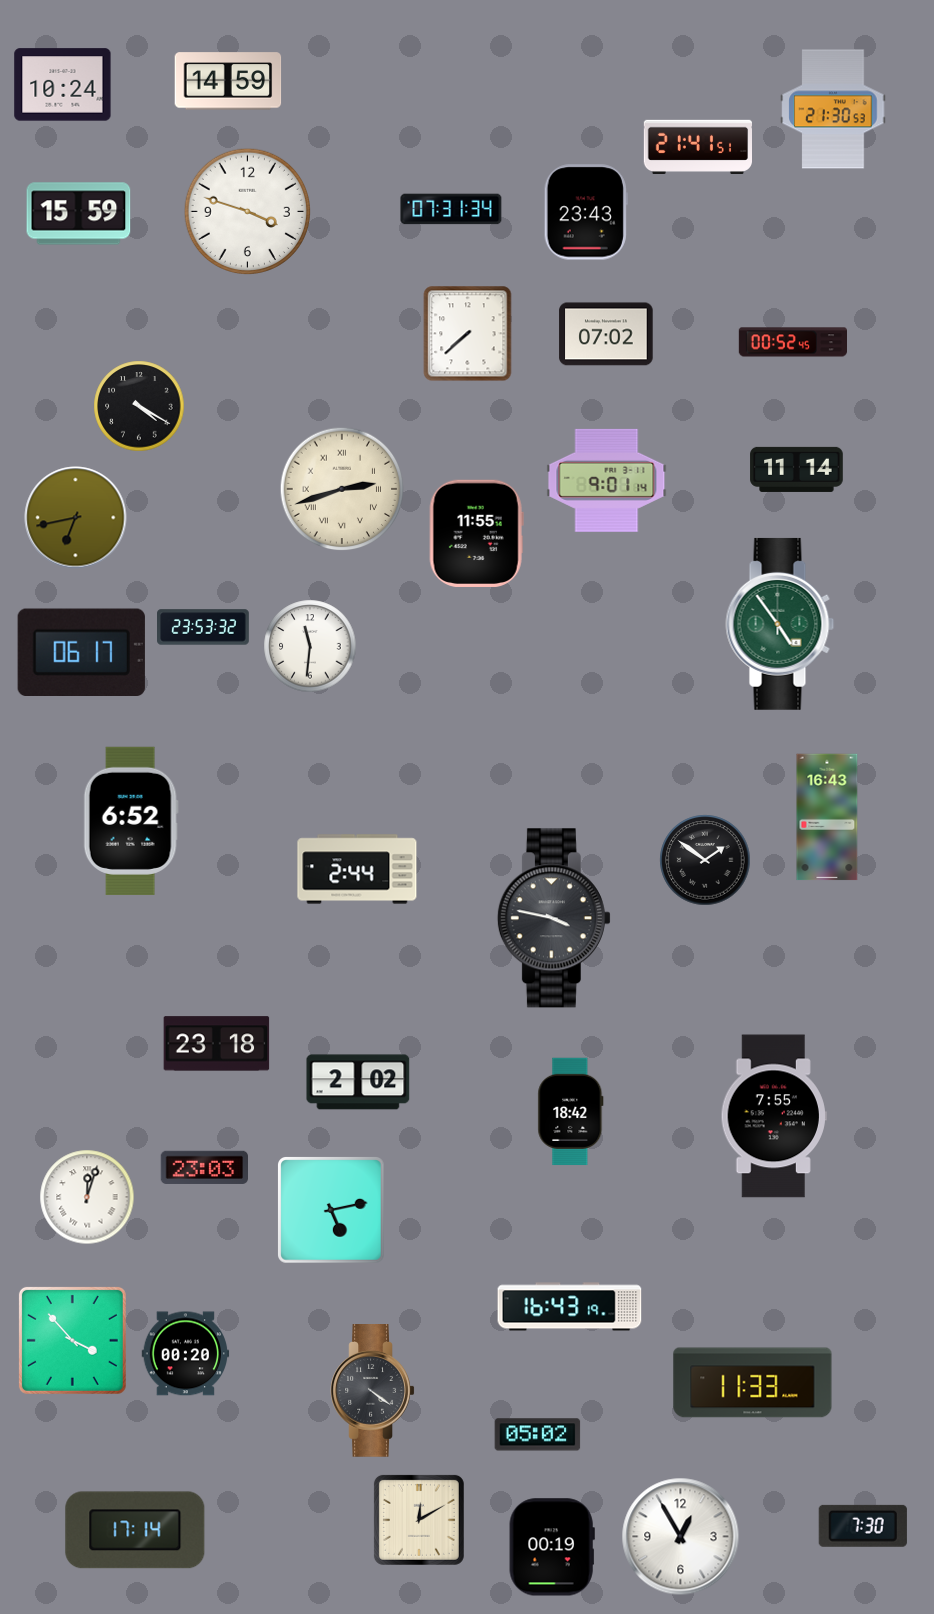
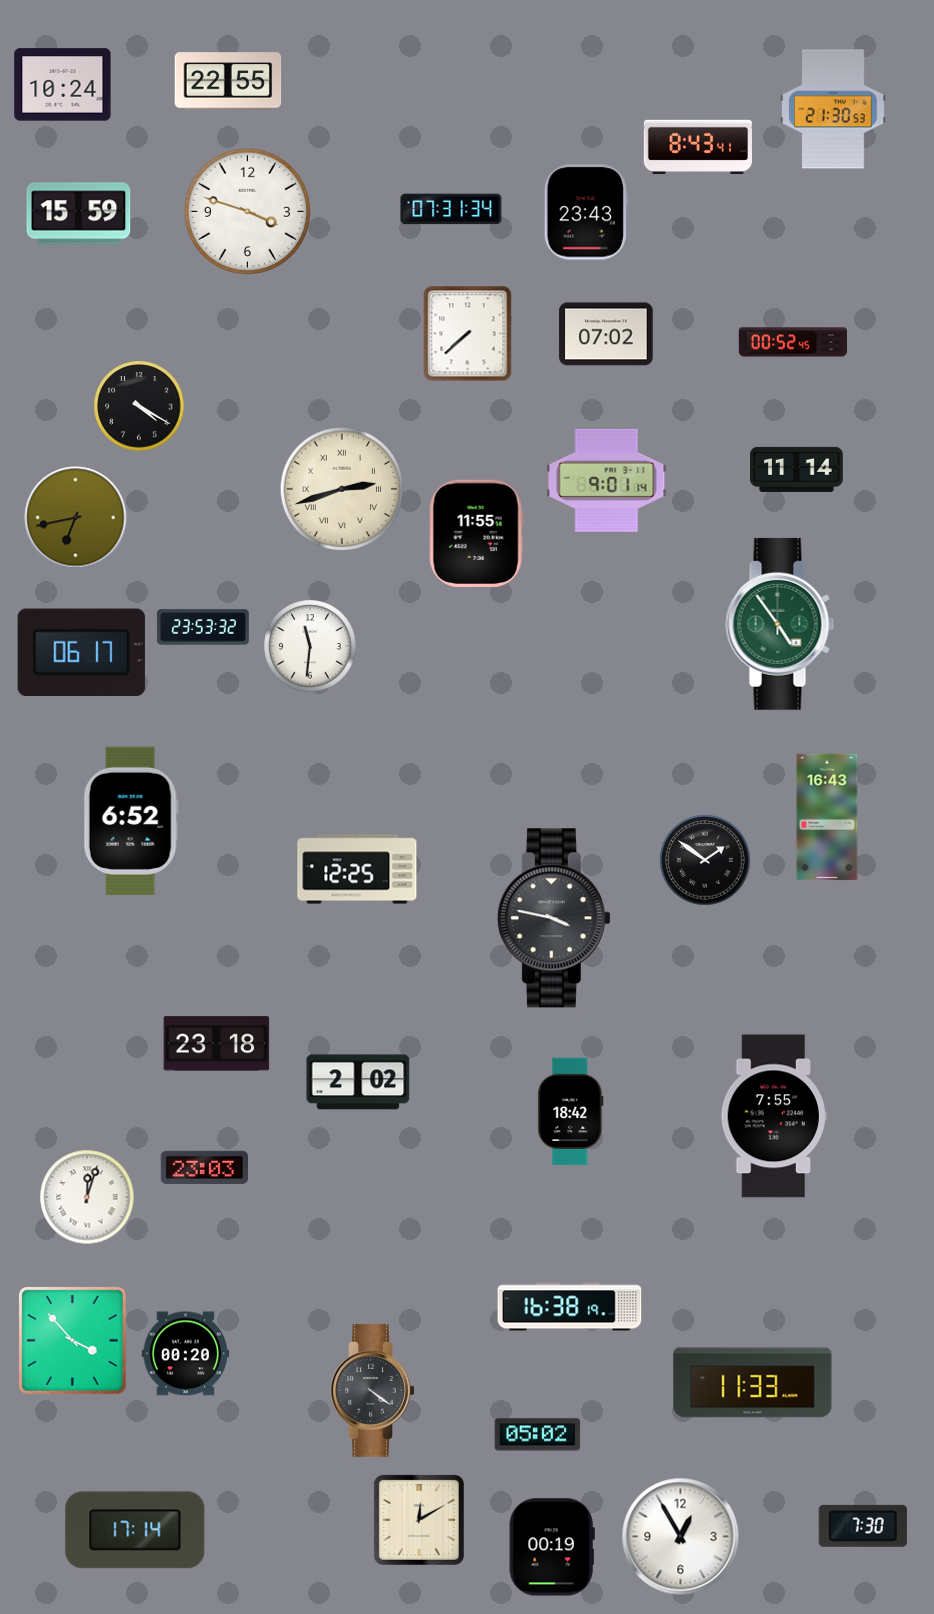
clock at (228, 81): 14:59 -> 22:55
clock at (697, 146): 21:41 -> 8:43
clock at (357, 869): 2:44 -> 12:25
clock at (332, 1211): 5:13 -> none
clock at (570, 1307): 16:43 -> 16:38
